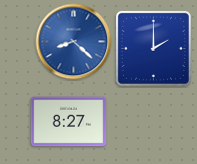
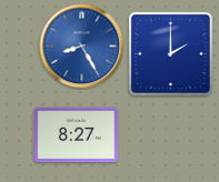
clock at (74, 42): 8:22 -> 8:25
